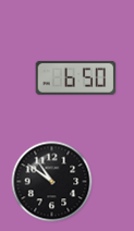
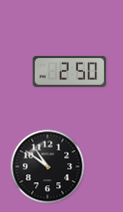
clock at (76, 77): 6:50 -> 2:50
